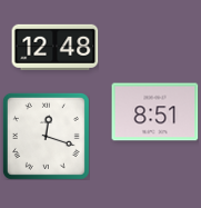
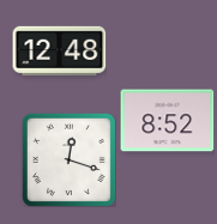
clock at (154, 112): 8:51 -> 8:52
clock at (46, 136) position: (46, 136) -> (68, 159)
